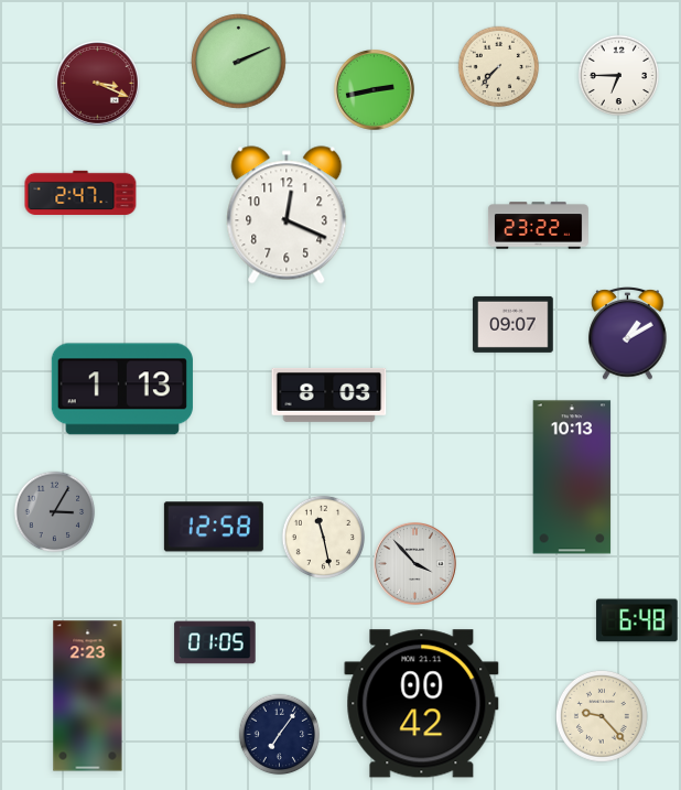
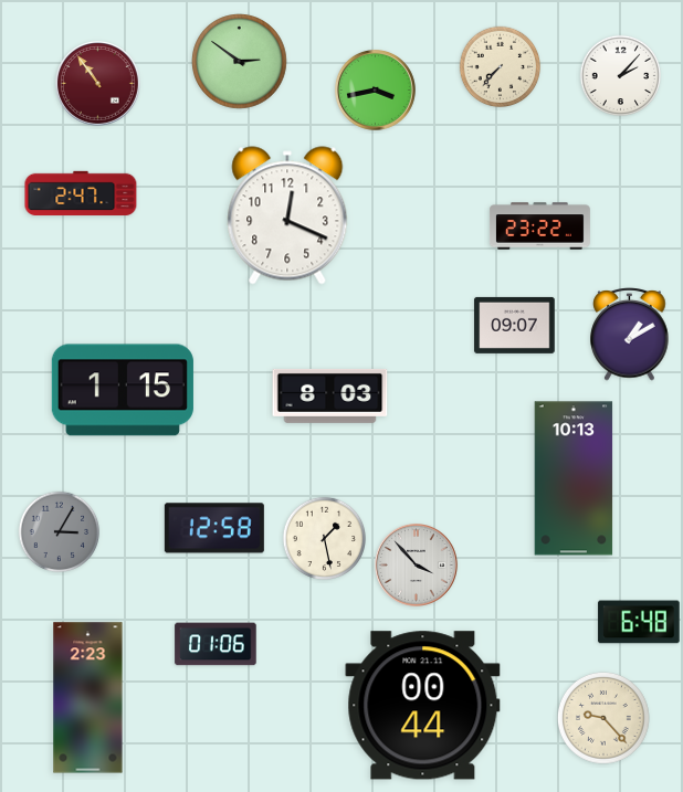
clock at (239, 62): 2:11 -> 2:51
clock at (619, 76): 6:45 -> 2:07
clock at (98, 84): 3:19 -> 10:54
clock at (374, 89): 2:43 -> 3:43
clock at (122, 389): 1:13 -> 1:15
clock at (55, 512) position: (55, 512) -> (60, 532)
clock at (323, 537): 11:28 -> 1:28
clock at (215, 642): 01:05 -> 01:06
clock at (422, 704): 00:42 -> 00:44
clock at (280, 735): 7:06 -> none
